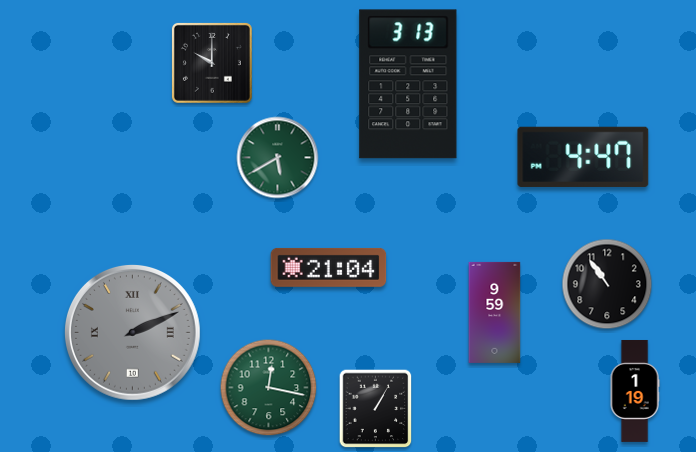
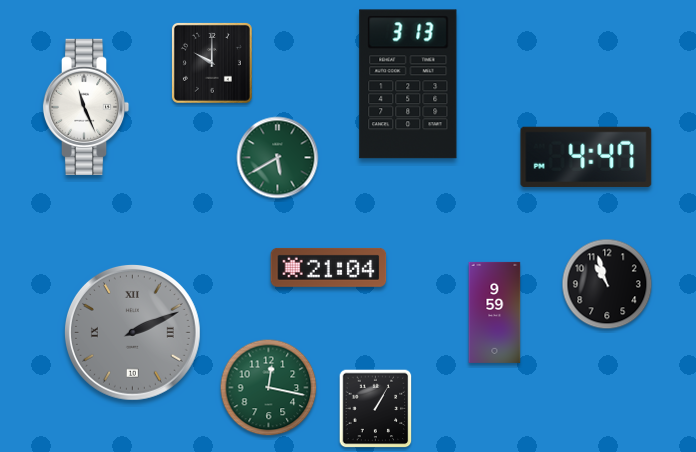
clock at (86, 107): none -> 11:26
clock at (583, 157) position: (583, 157) -> (586, 157)
clock at (607, 284): 10:54 -> 10:57
clock at (635, 391): 1:19 -> none
